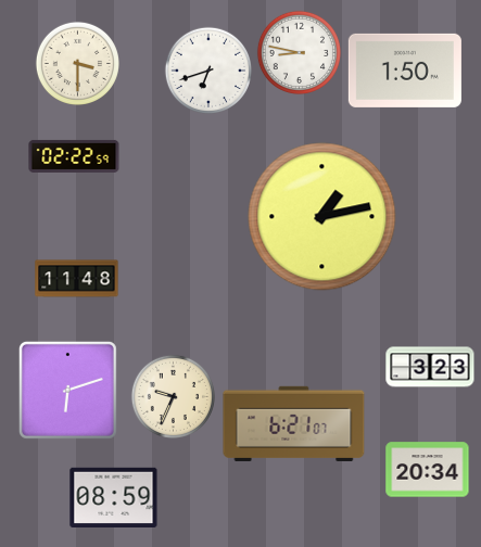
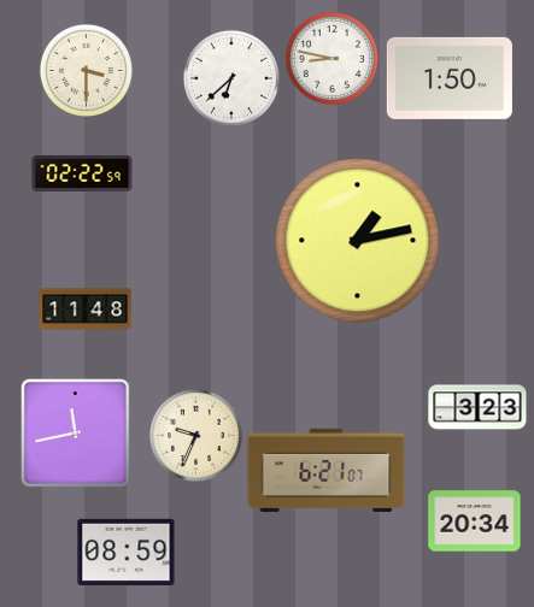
clock at (207, 69): 6:42 -> 6:38
clock at (67, 390): 6:12 -> 11:43
clock at (173, 396) position: (173, 396) -> (195, 435)
